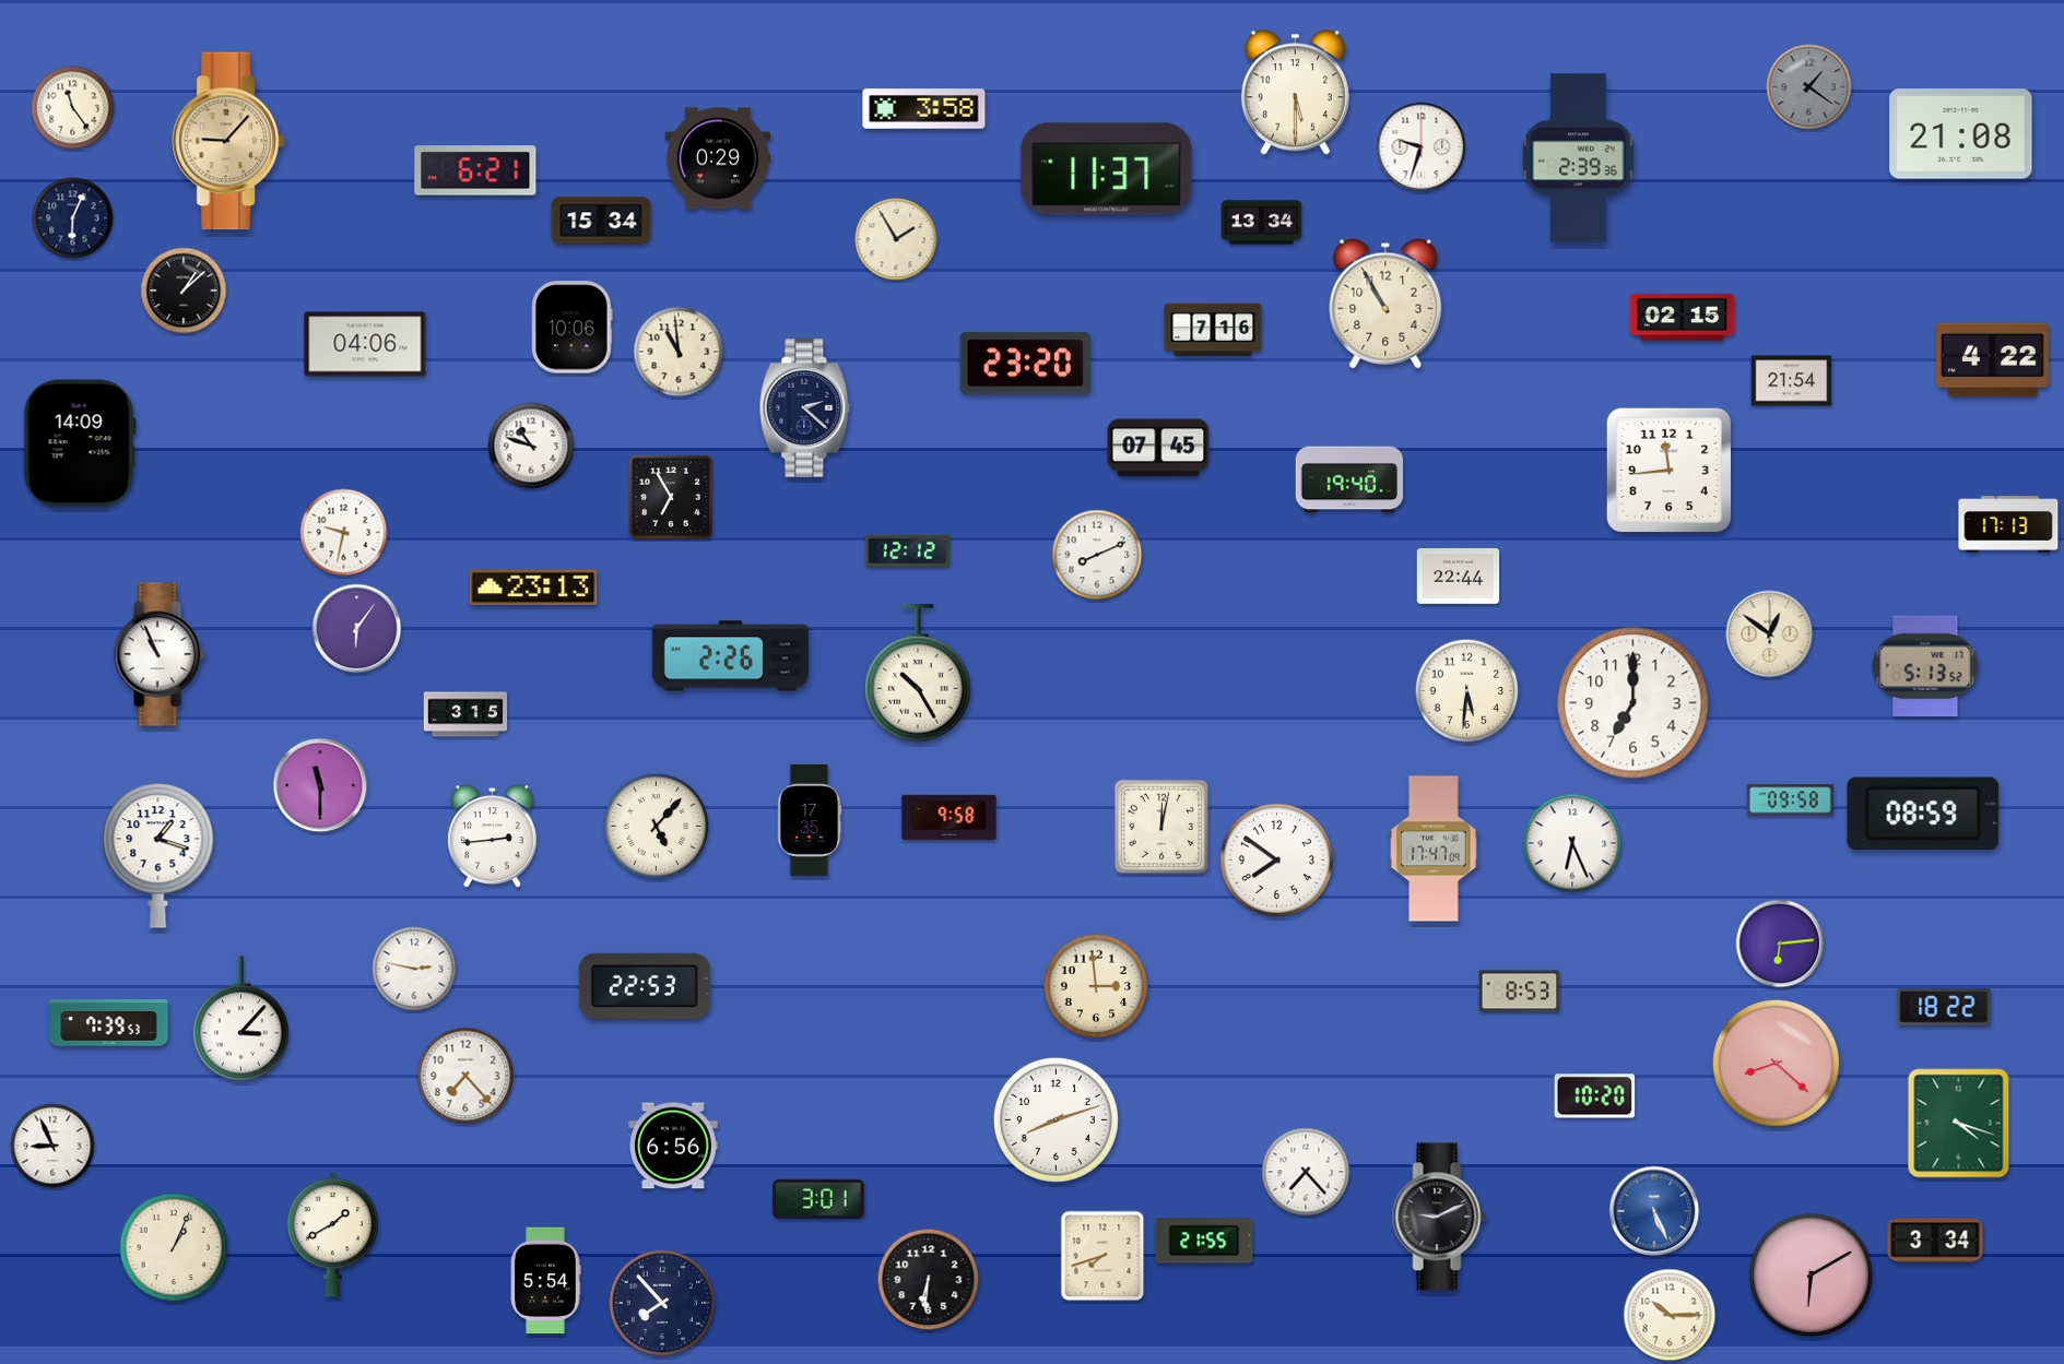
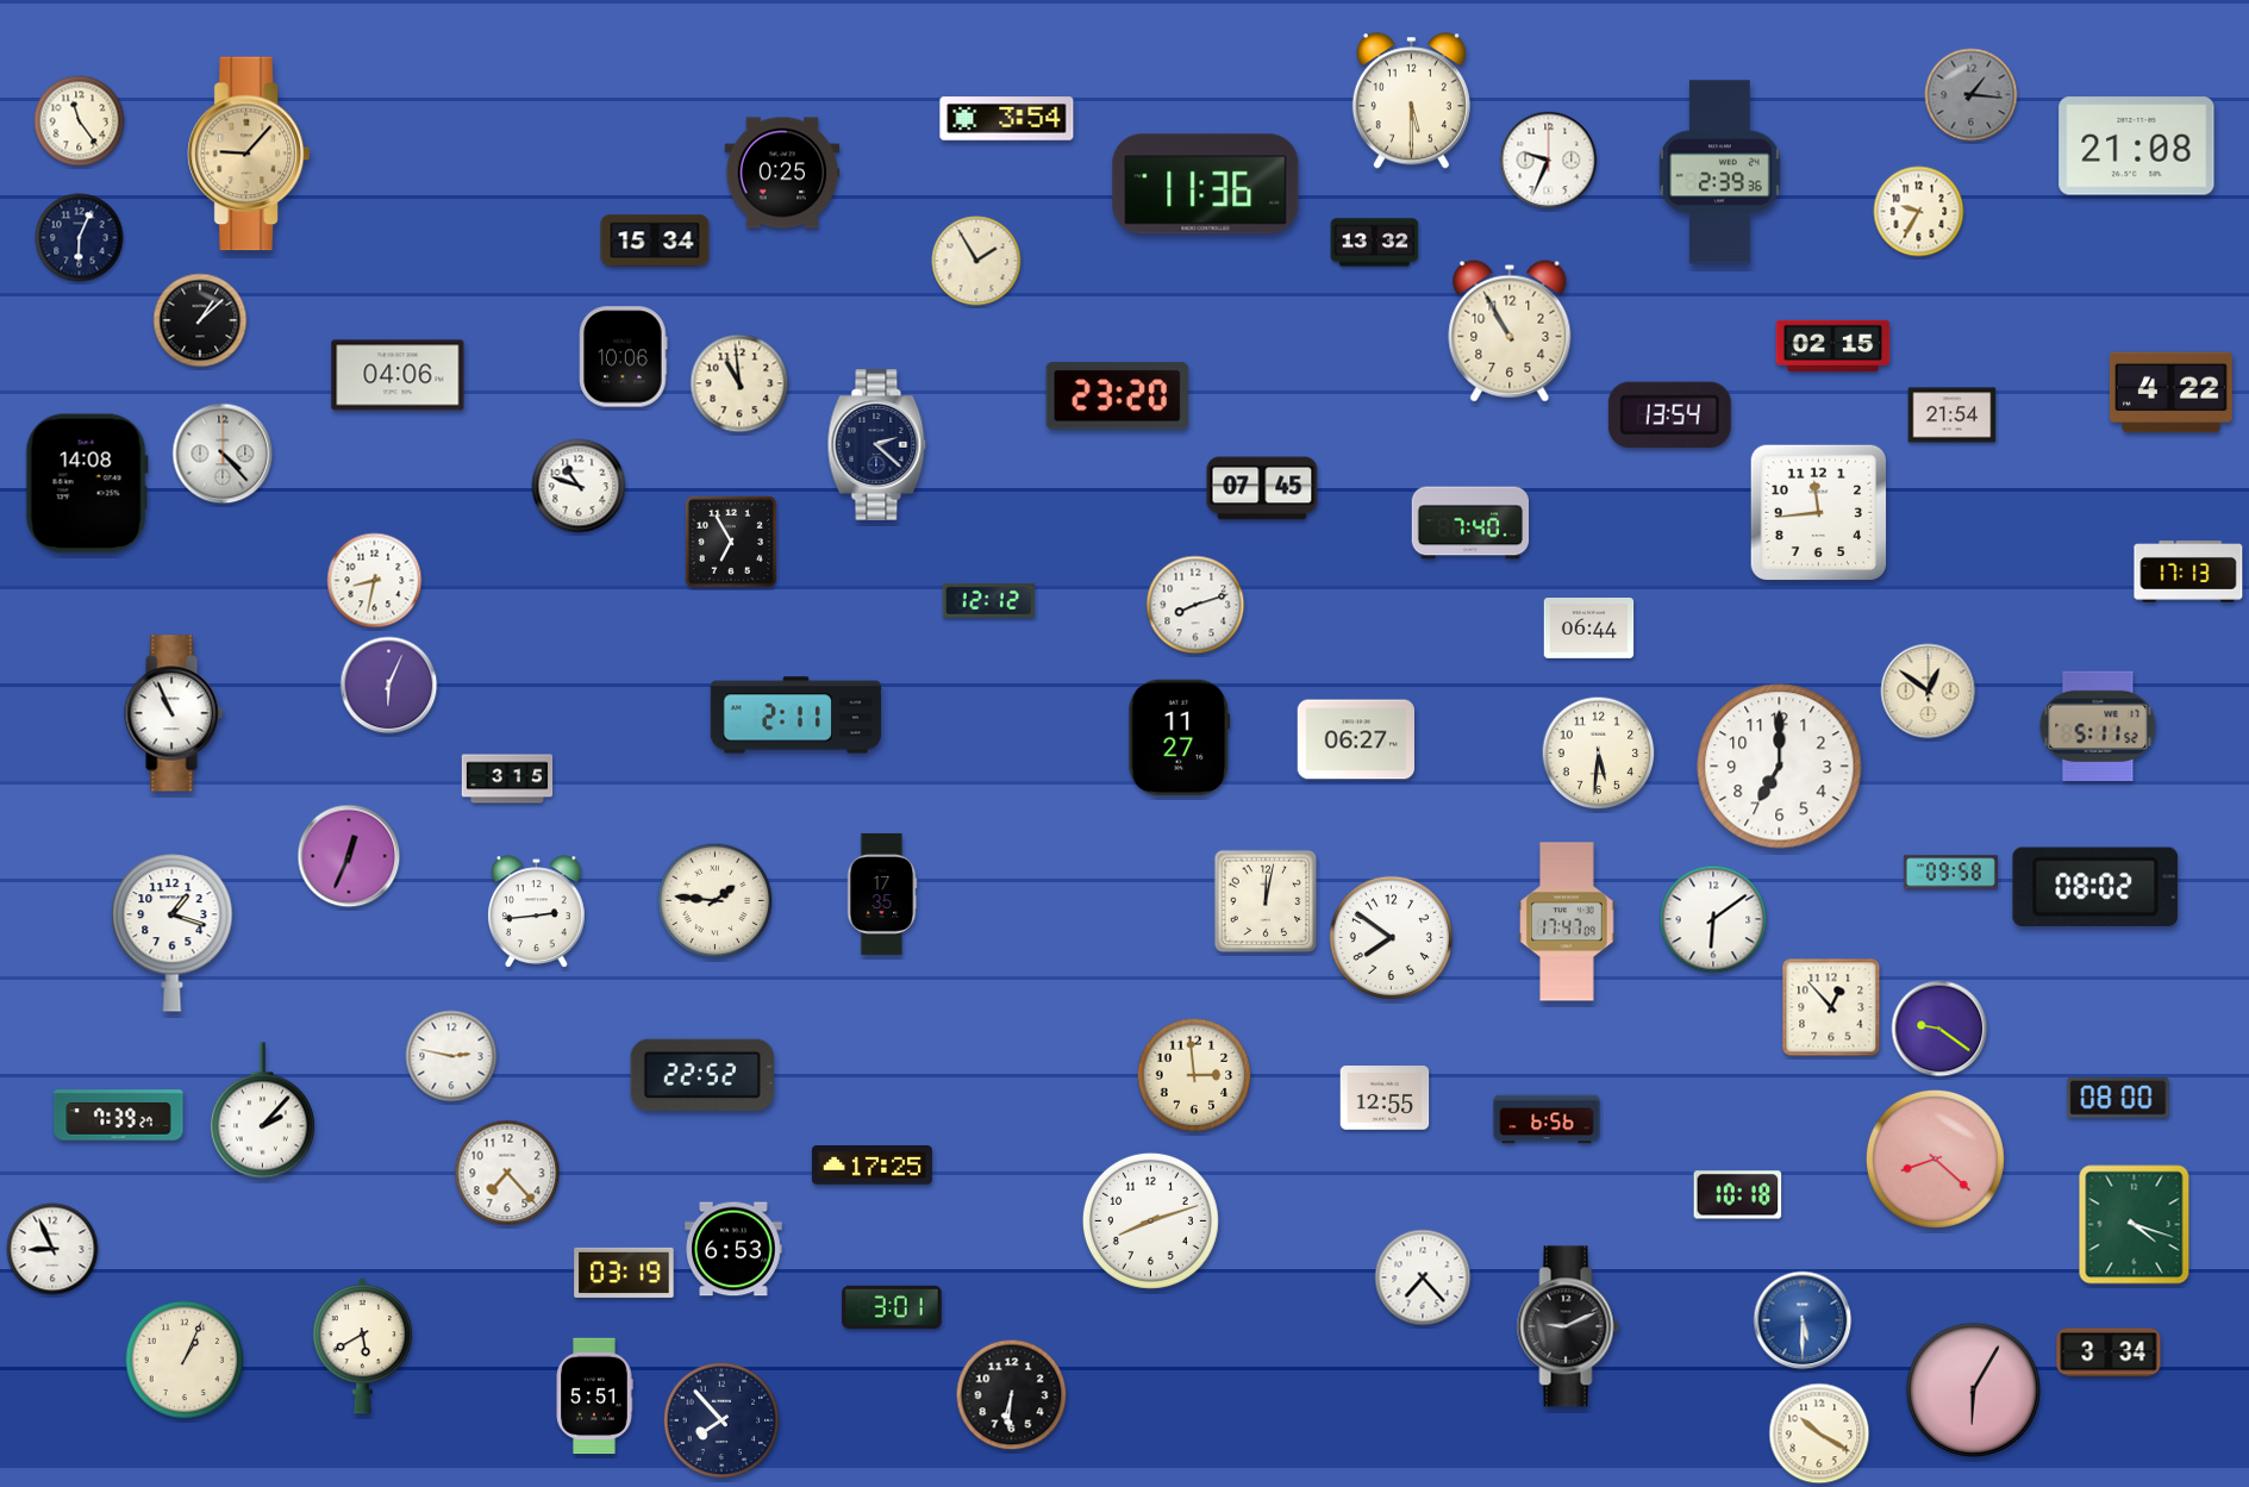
clock at (1809, 87): 1:21 -> 1:16
clock at (73, 108) position: (73, 108) -> (80, 121)
clock at (924, 109): 3:58 -> 3:54
clock at (1422, 147): 9:33 -> 9:34
clock at (718, 158): 0:29 -> 0:25
clock at (1107, 169): 11:37 -> 11:36
clock at (475, 170): 6:21 -> none
clock at (1919, 212): none -> 9:35
clock at (1262, 223): 13:34 -> 13:32
clock at (184, 290) position: (184, 290) -> (200, 320)
clock at (1213, 330): 7:16 -> none
clock at (1669, 414): none -> 13:54
clock at (223, 454): none -> 4:23
clock at (80, 443): 14:09 -> 14:08
clock at (1349, 479): 19:40 -> 7:40
clock at (344, 533): 9:32 -> 8:32
clock at (1097, 555): 8:11 -> 8:12
clock at (1459, 577): 22:44 -> 06:44
clock at (533, 588): 23:13 -> none
clock at (357, 629): 6:06 -> 6:04
clock at (730, 656): 2:26 -> 2:11
clock at (1925, 666): 5:13 -> 5:11
clock at (919, 673): 10:25 -> none
clock at (1180, 738): none -> 11:27
clock at (1355, 739): none -> 06:27
clock at (320, 785): 11:30 -> 12:34
clock at (1923, 814): 08:59 -> 08:02
clock at (950, 817): 9:58 -> none
clock at (657, 827): 5:07 -> 1:46
clock at (1572, 843): 6:26 -> 6:09
clock at (1434, 849) position: (1434, 849) -> (1567, 921)
clock at (1831, 1007): none -> 12:53
clock at (1780, 944): 6:14 -> 9:21
clock at (645, 985): 22:53 -> 22:52
clock at (1520, 992): 8:53 -> none
clock at (1385, 1098): none -> 12:55
clock at (1944, 1007): 18:22 -> 08:00
clock at (240, 1019): 3:07 -> 2:07
clock at (109, 1023): 7:39:53 -> 7:39:27
clock at (1547, 1119): none -> 6:56
clock at (872, 1166): none -> 17:25
clock at (1595, 1096): 10:20 -> 10:18
clock at (52, 1146) position: (52, 1146) -> (52, 1249)
clock at (673, 1146): 6:56 -> 6:53
clock at (624, 1273): none -> 03:19
clock at (1654, 1211): 5:26 -> 5:30
clock at (332, 1235): 1:40 -> 5:40
clock at (1204, 1241): 21:55 -> none
clock at (174, 1247) position: (174, 1247) -> (185, 1360)
clock at (1102, 1256): 7:42 -> none
clock at (1811, 1274): 6:10 -> 6:05
clock at (545, 1281): 5:54 -> 5:51
clock at (1670, 1315): 10:15 -> 10:20
